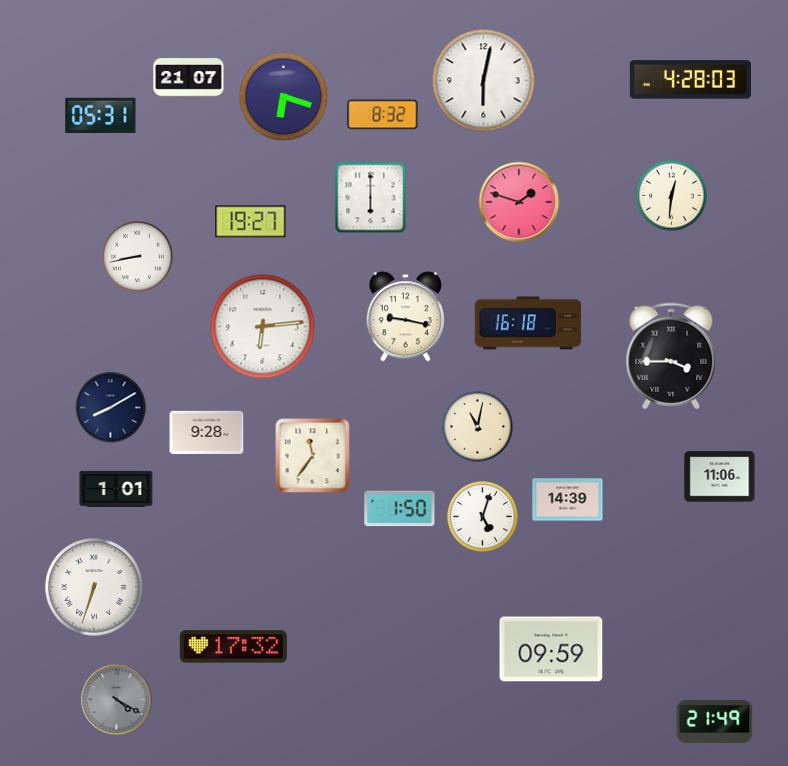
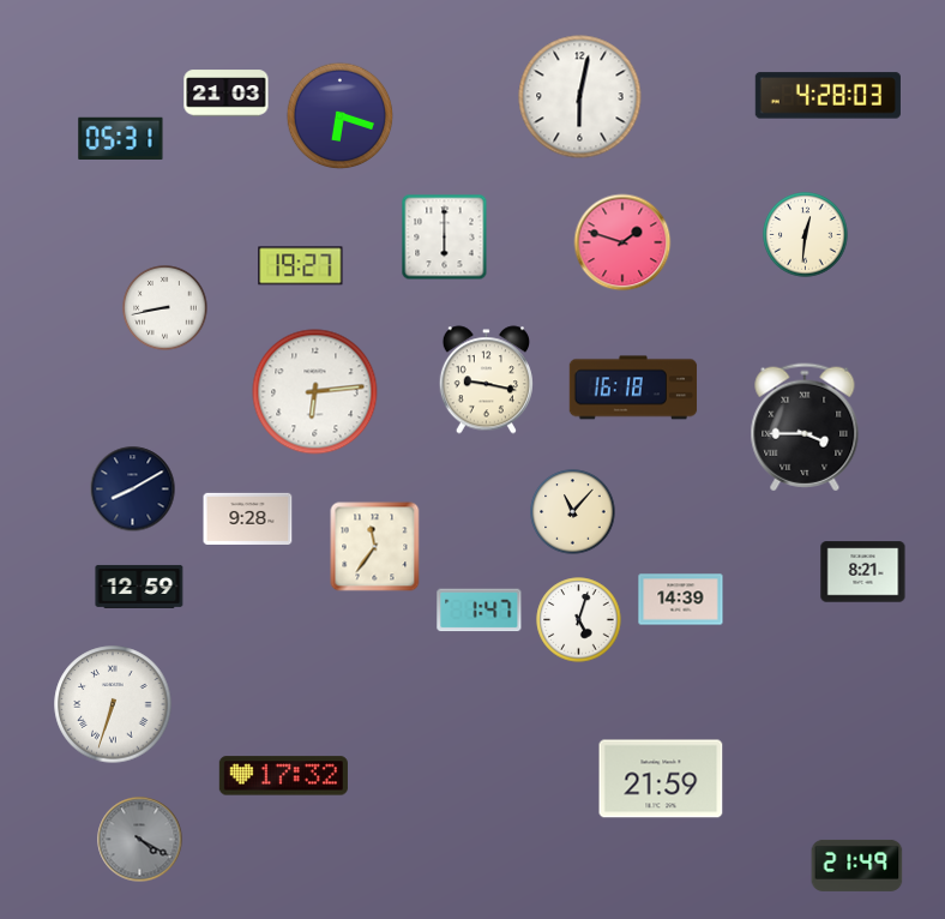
clock at (189, 78): 21:07 -> 21:03
clock at (383, 115): 8:32 -> none
clock at (478, 427): 11:02 -> 11:07
clock at (720, 477): 11:06 -> 8:21
clock at (116, 489): 1:01 -> 12:59
clock at (400, 509): 1:50 -> 1:47
clock at (233, 647) position: (233, 647) -> (283, 776)
clock at (551, 649): 09:59 -> 21:59
